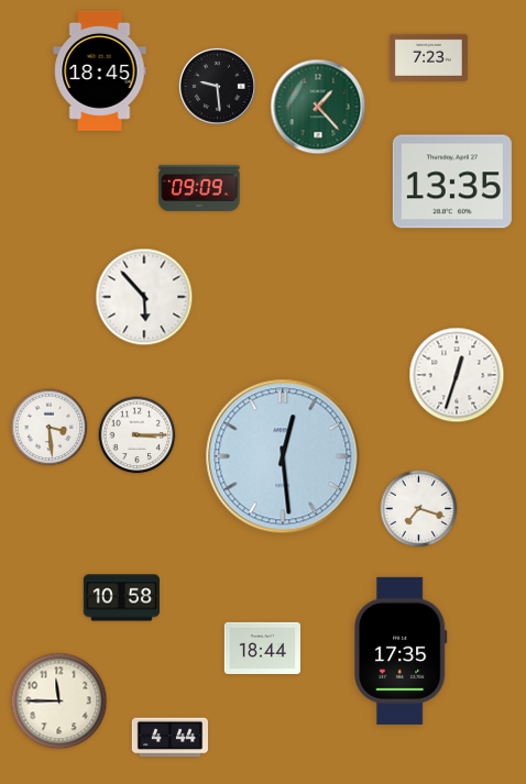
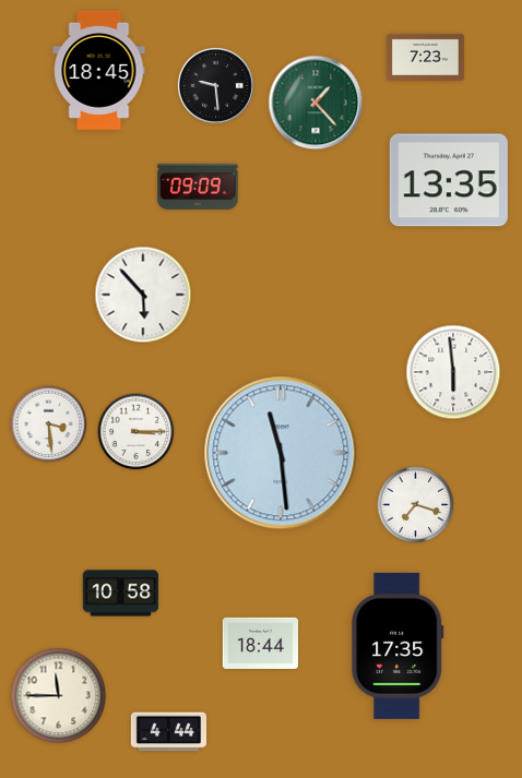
clock at (318, 107) position: (318, 107) -> (316, 103)
clock at (457, 375): 12:33 -> 5:59
clock at (283, 456): 12:29 -> 11:29
